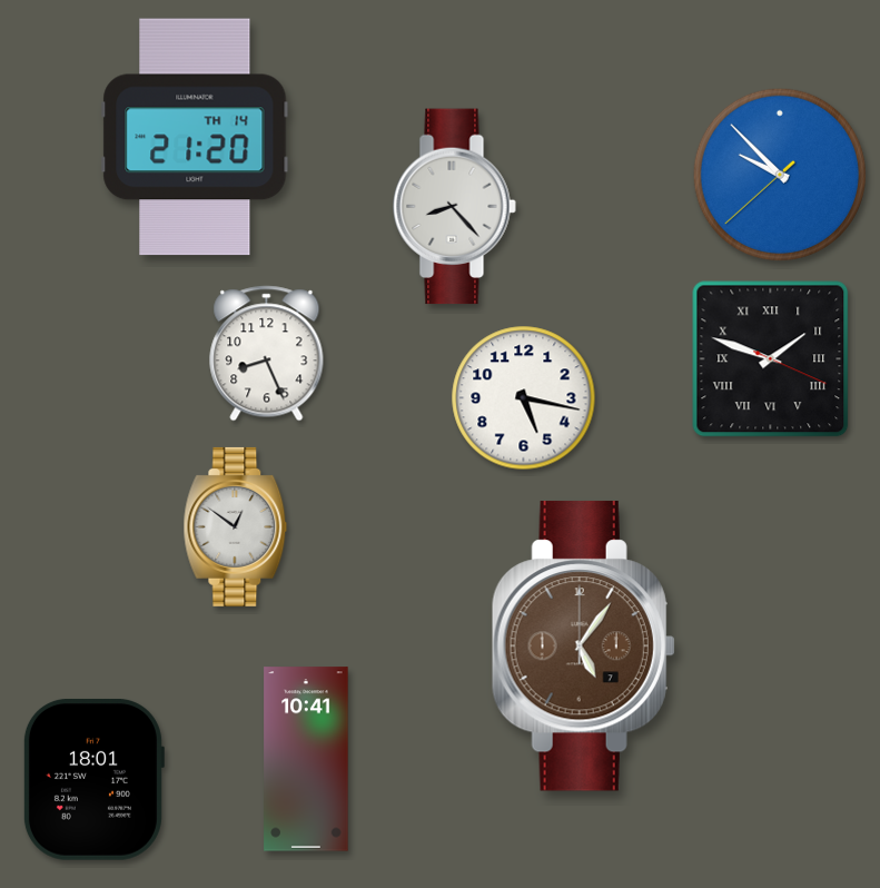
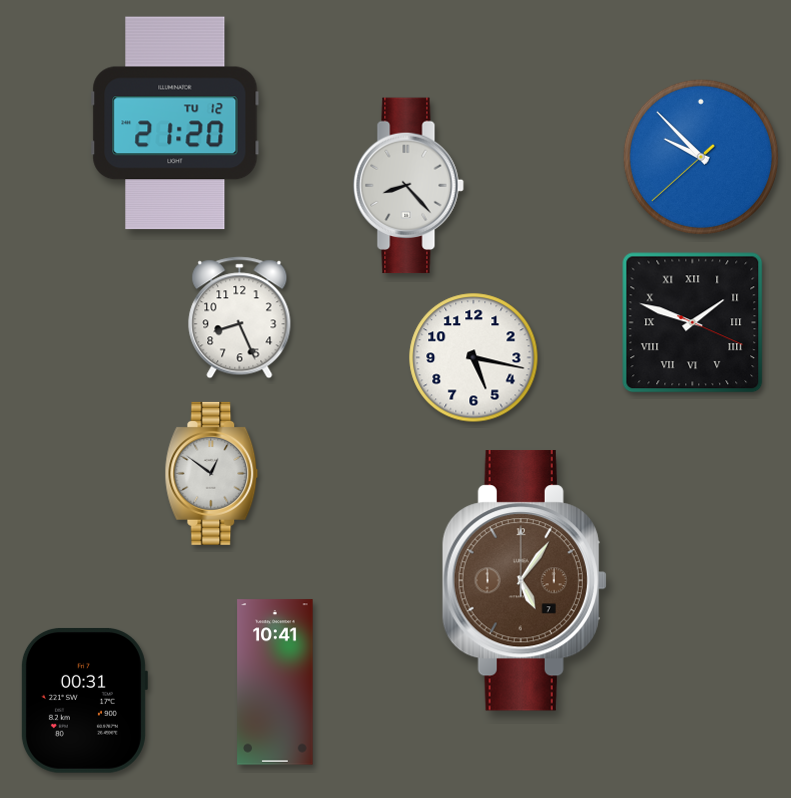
clock at (195, 137) date: TH 14 -> TU 12
clock at (524, 398) position: (524, 398) -> (474, 358)
clock at (93, 779): 18:01 -> 00:31
